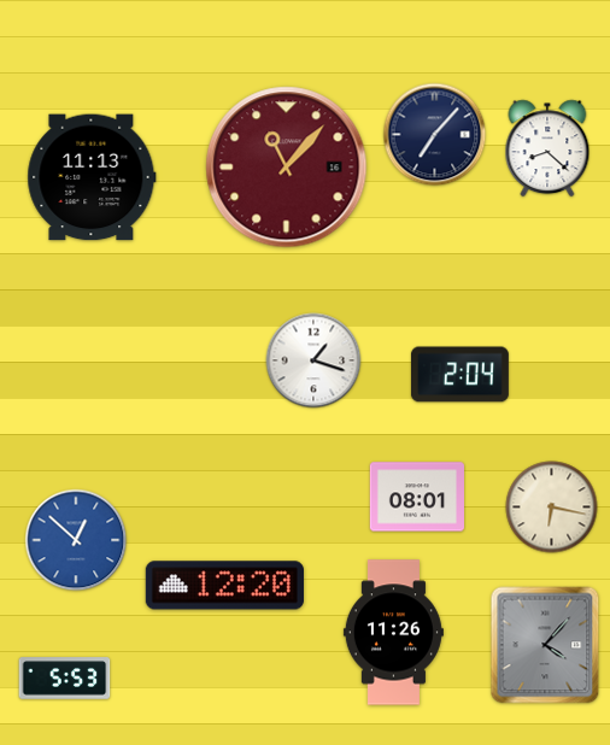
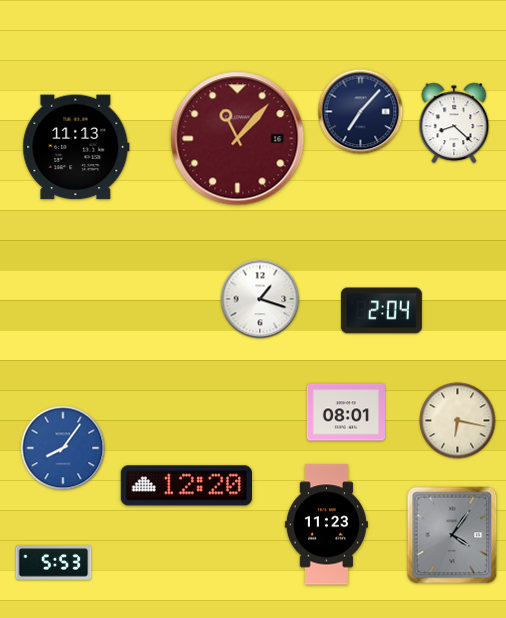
clock at (76, 540): 12:52 -> 8:06
clock at (393, 633): 11:26 -> 11:23
clock at (545, 645): 4:07 -> 4:06
